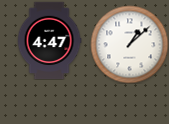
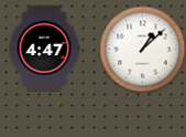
clock at (49, 40) position: (49, 40) -> (44, 48)
